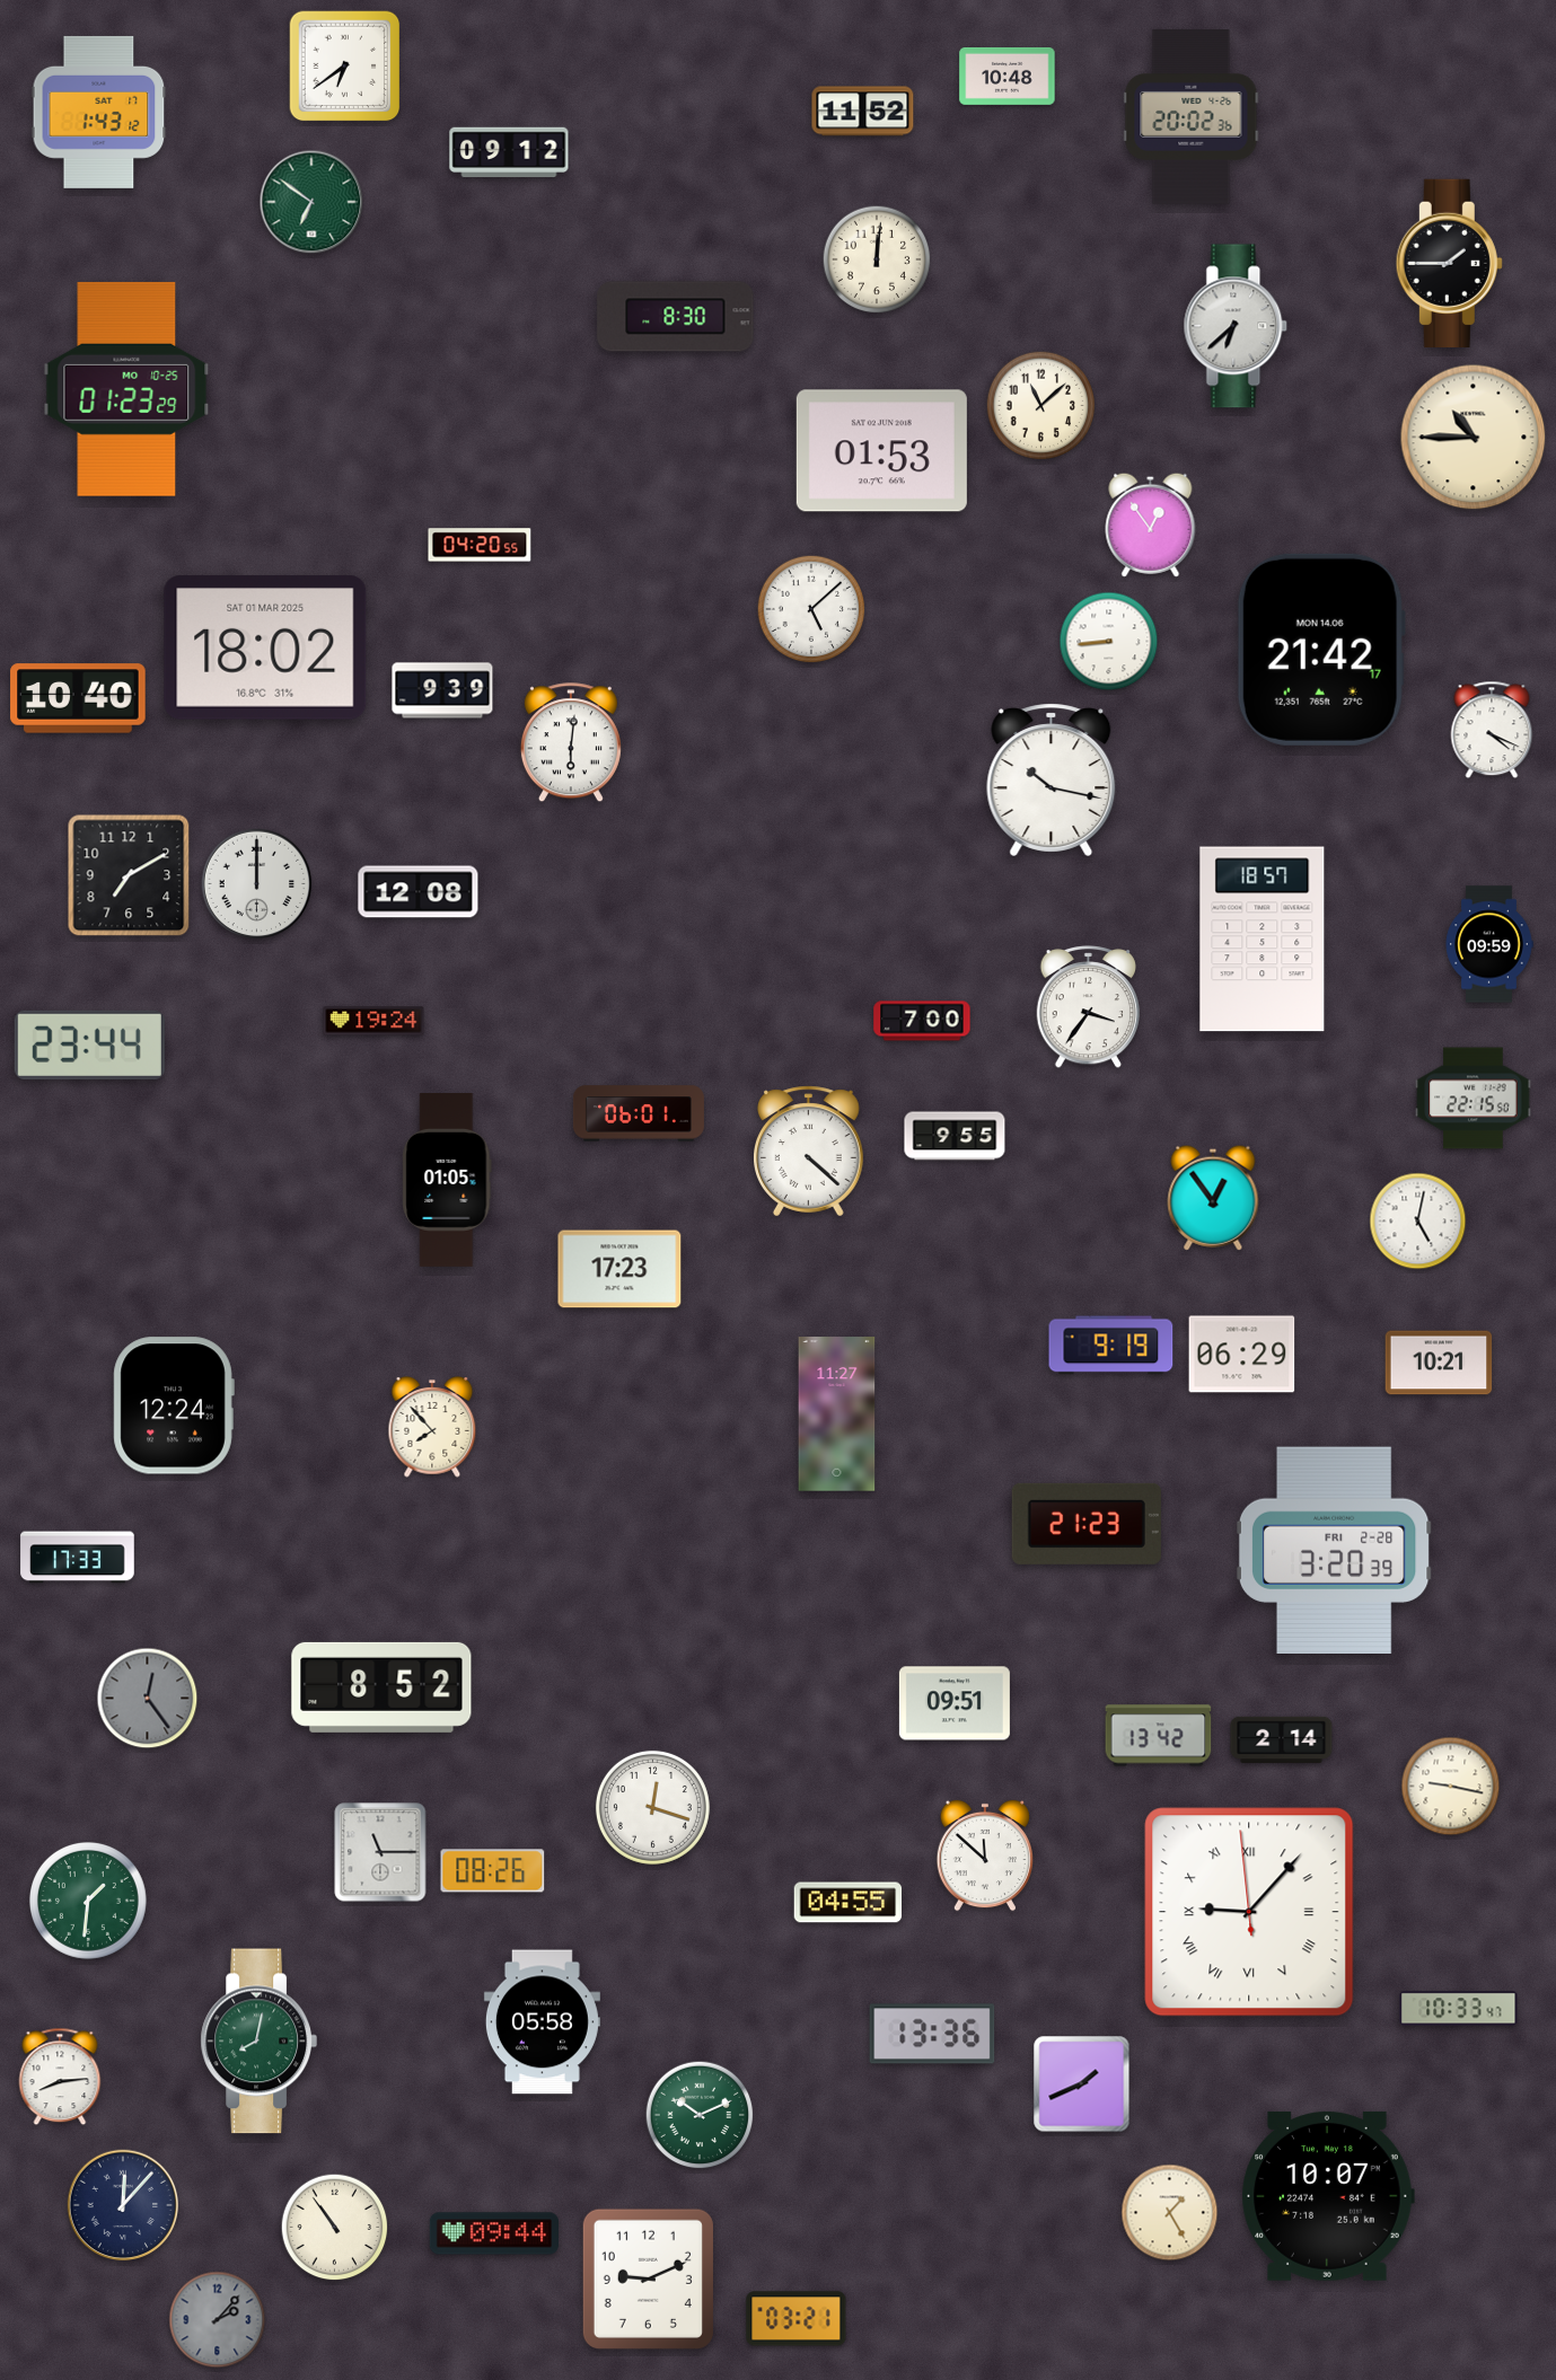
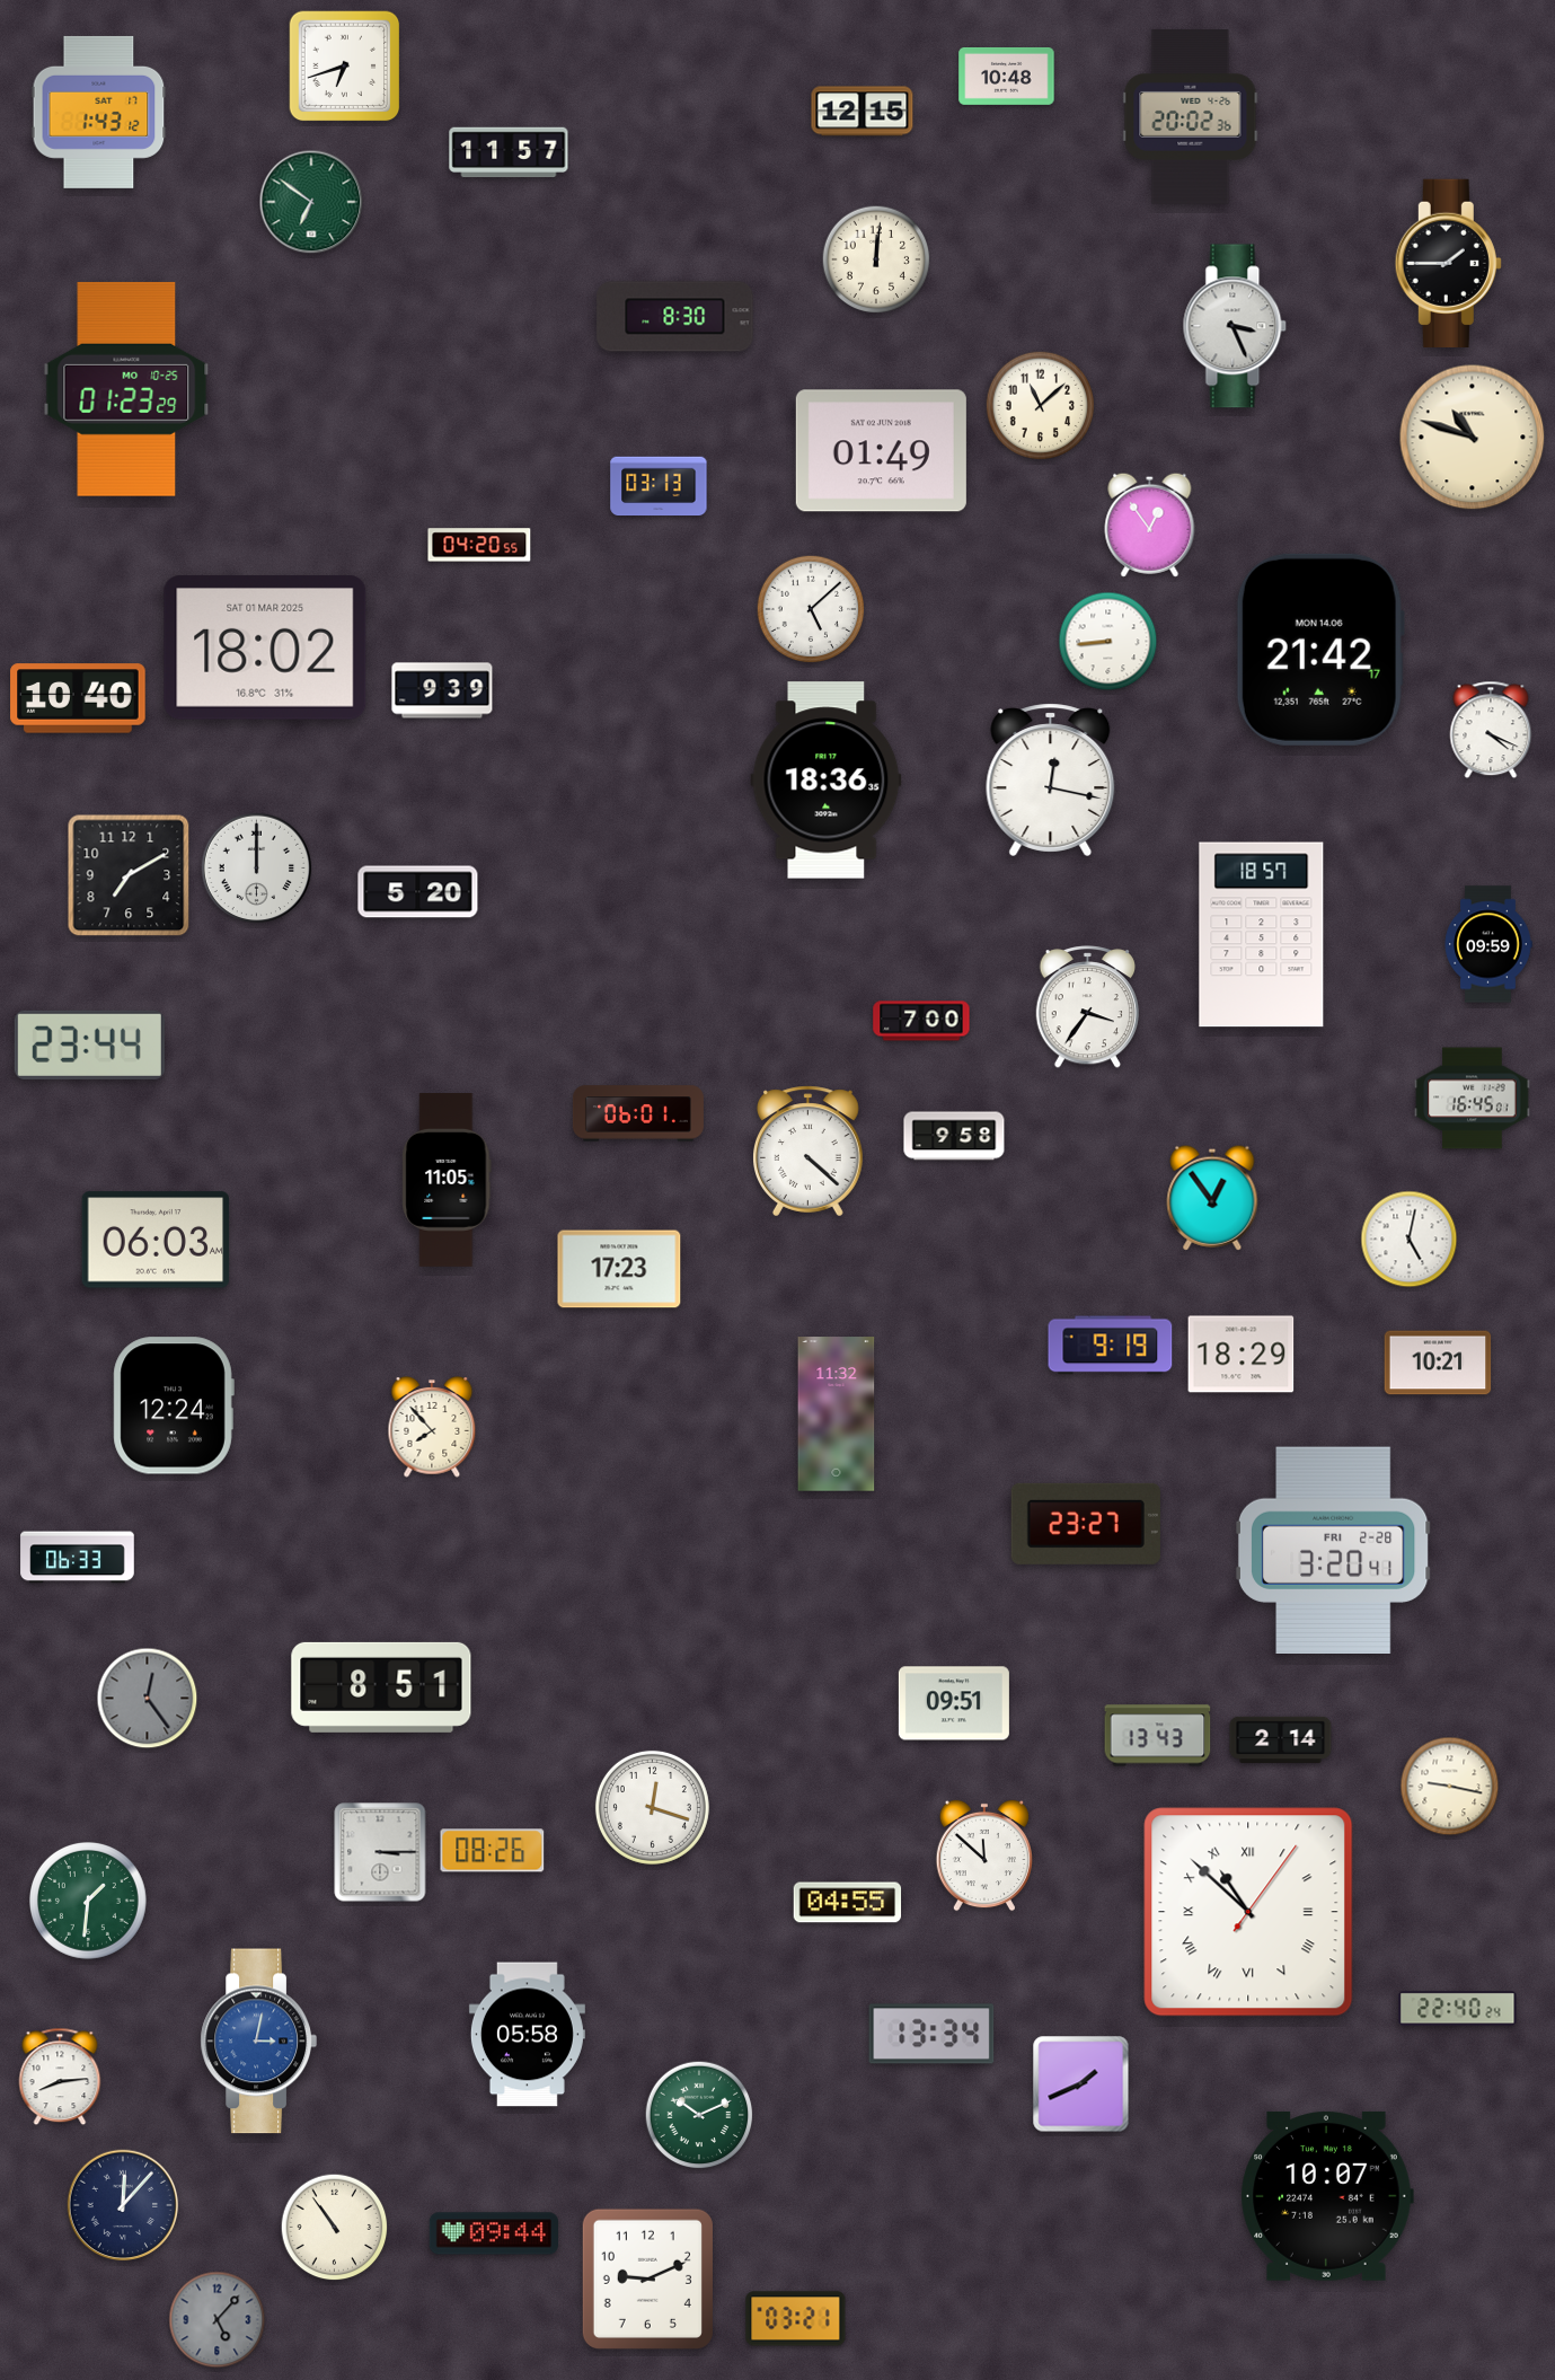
clock at (345, 67): 6:39 -> 6:42
clock at (863, 112): 11:52 -> 12:15
clock at (509, 152): 09:12 -> 11:57
clock at (1236, 326): 6:38 -> 3:26
clock at (1474, 438): 10:45 -> 10:48
clock at (881, 451): 01:53 -> 01:49
clock at (659, 486): none -> 03:13
clock at (571, 743): 6:01 -> none
clock at (1052, 779): 10:17 -> 12:17
clock at (827, 781): none -> 18:36
clock at (257, 884) position: (257, 884) -> (257, 869)
clock at (419, 892): 12:08 -> 5:20
clock at (1263, 940) position: (1263, 940) -> (1262, 935)
clock at (373, 1021): 19:24 -> none
clock at (1474, 1099): 22:15 -> 16:45
clock at (955, 1136): 9:55 -> 9:58
clock at (447, 1181): 01:05 -> 11:05
clock at (1418, 1222) position: (1418, 1222) -> (1410, 1240)
clock at (156, 1240): none -> 06:03
clock at (1242, 1355): 06:29 -> 18:29
clock at (837, 1414): 11:27 -> 11:32
clock at (1087, 1524): 21:23 -> 23:27
clock at (1334, 1551): 3:20:39 -> 3:20:41
clock at (78, 1558): 17:33 -> 06:33
clock at (381, 1687): 8:52 -> 8:51
clock at (1159, 1736): 13:42 -> 13:43
clock at (380, 1852): 11:15 -> 3:15
clock at (493, 1871) position: (493, 1871) -> (493, 1851)
clock at (1249, 1912): 9:06 -> 10:52
clock at (1459, 2009): 10:33 -> 22:40
clock at (542, 2022) position: (542, 2022) -> (527, 2035)
clock at (932, 2034): 13:36 -> 13:34
clock at (258, 2042): 8:02 -> 3:02
clock at (258, 2042) dial: green -> blue
clock at (1170, 2213): 1:25 -> none
clock at (218, 2320): 2:07 -> 5:07
